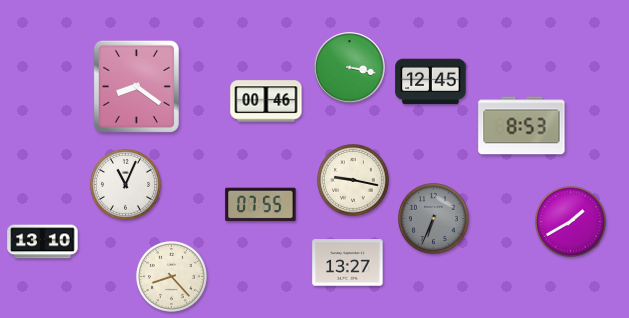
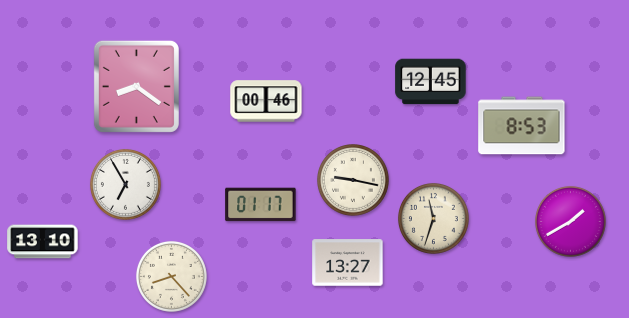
clock at (350, 68): 3:17 -> none
clock at (125, 184): 11:04 -> 6:55
clock at (261, 205): 07:55 -> 01:17
clock at (433, 218): 6:34 -> 11:33
clock at (433, 218) dial: grey -> cream
